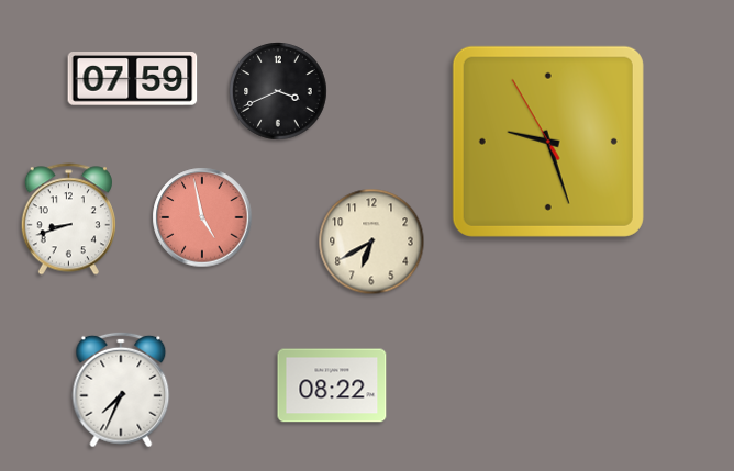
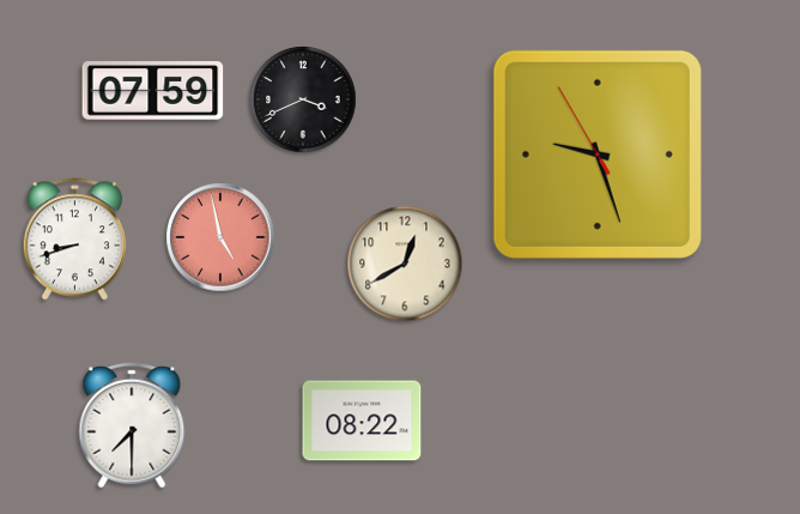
clock at (133, 79) position: (133, 79) -> (153, 91)
clock at (371, 242): 6:40 -> 12:40
clock at (121, 390): 7:34 -> 7:30
